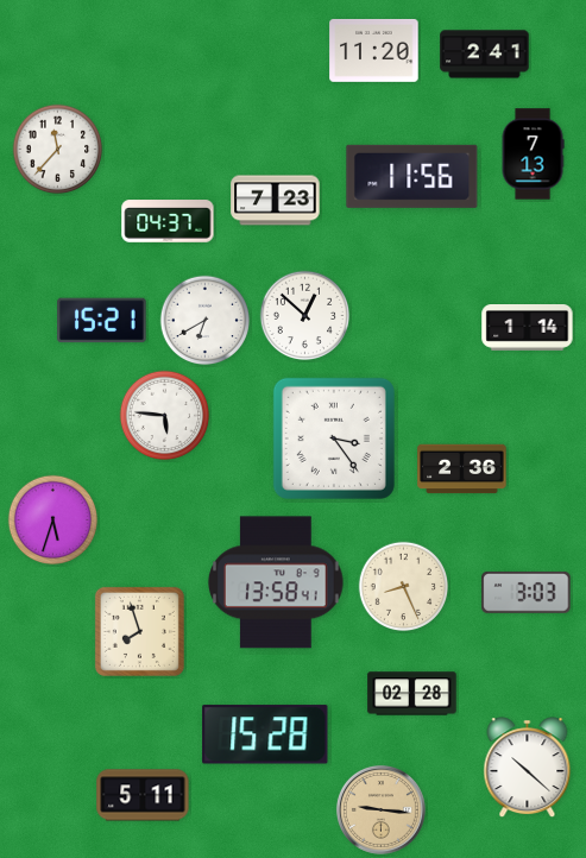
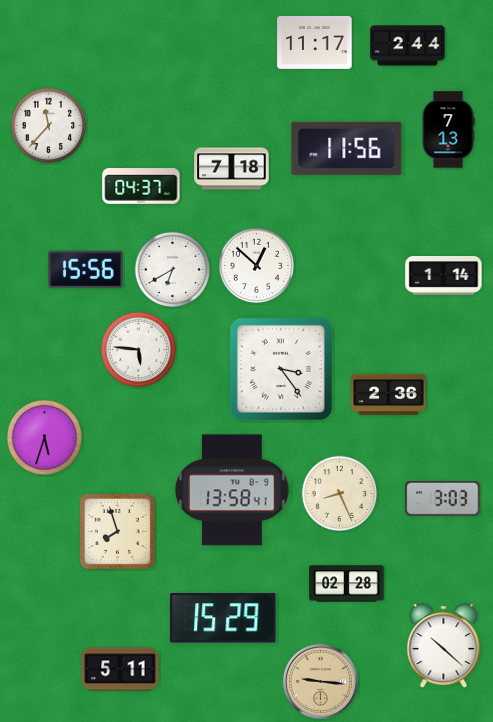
clock at (374, 50): 11:20 -> 11:17
clock at (485, 55): 2:41 -> 2:44
clock at (276, 201): 7:23 -> 7:18
clock at (102, 321): 15:21 -> 15:56
clock at (265, 734): 15:28 -> 15:29
